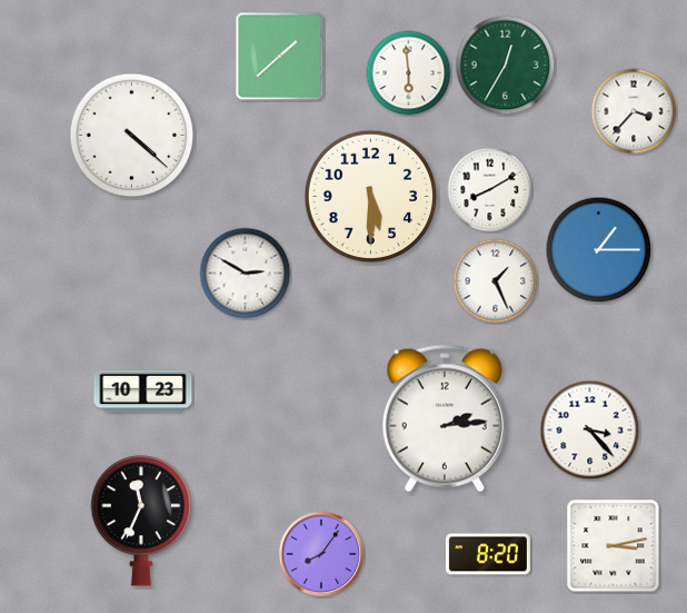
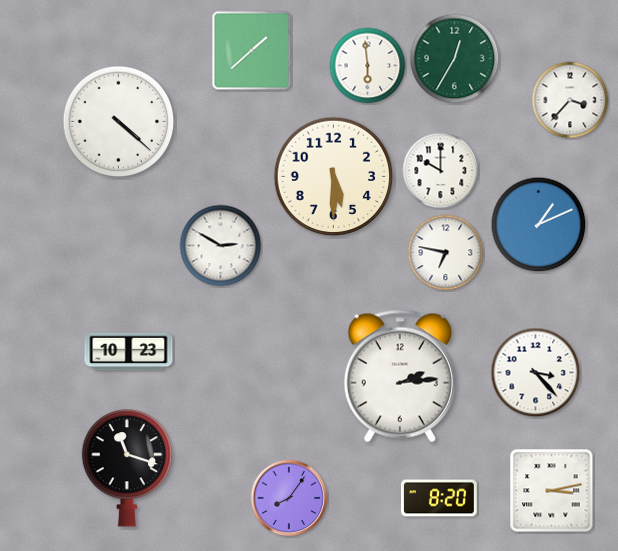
clock at (490, 190): 8:10 -> 10:00
clock at (599, 250): 1:15 -> 1:11
clock at (496, 281): 1:26 -> 6:47
clock at (590, 431) position: (590, 431) -> (536, 373)
clock at (141, 521): 11:34 -> 11:18
